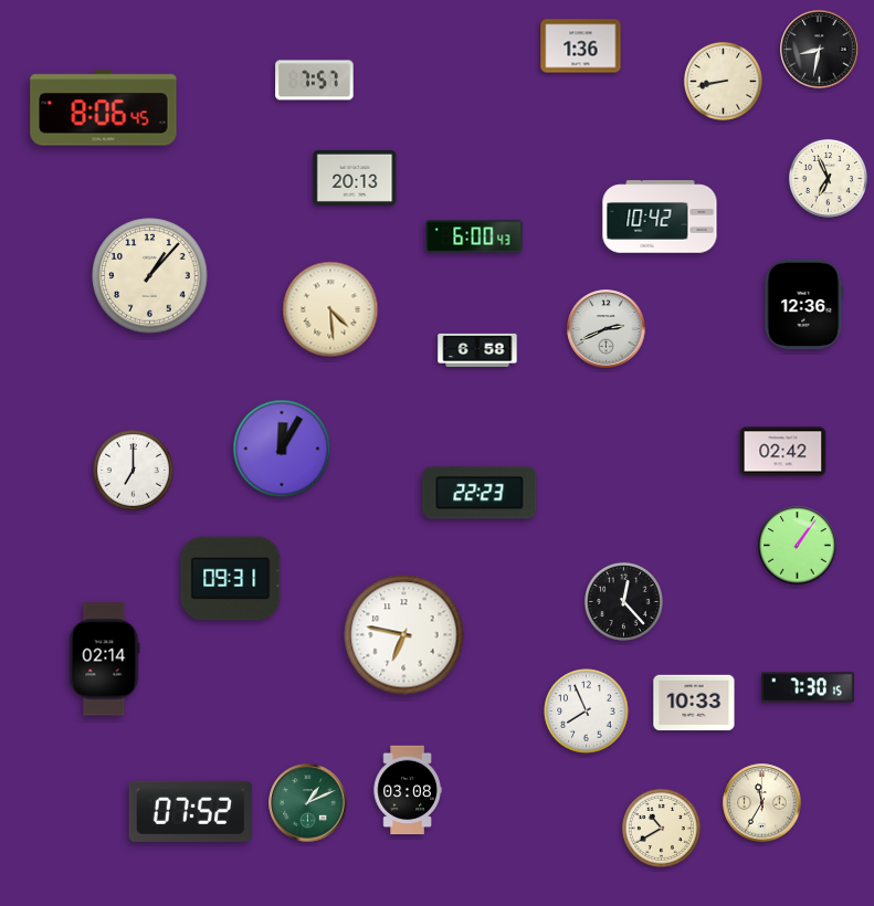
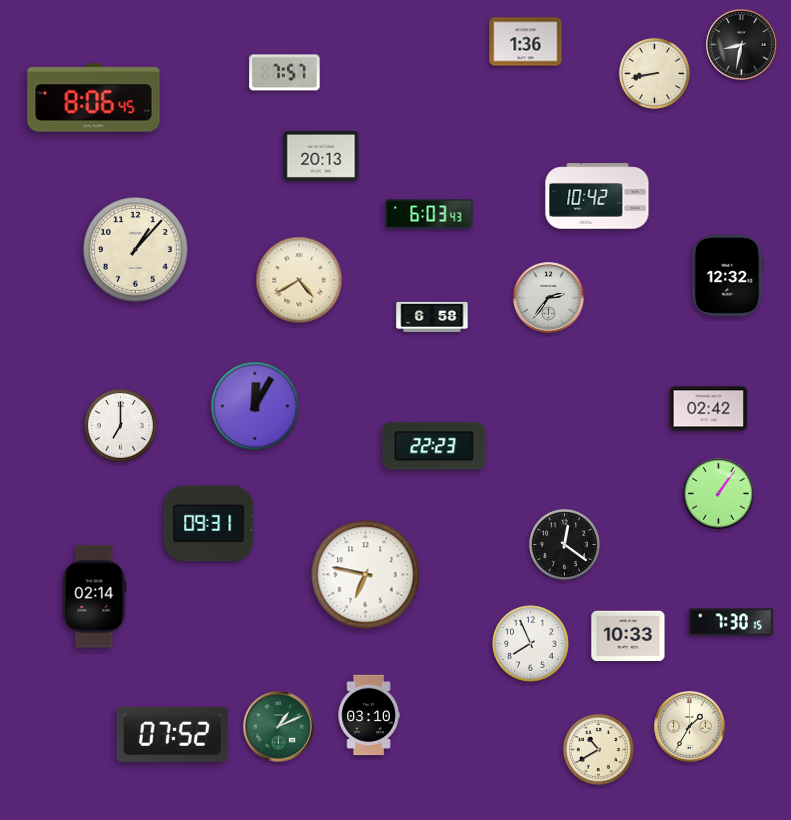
clock at (355, 178) position: (355, 178) -> (321, 156)
clock at (828, 178): 6:56 -> none
clock at (474, 236): 6:00 -> 6:03
clock at (804, 304): 12:36 -> 12:32
clock at (330, 309): 4:29 -> 4:40
clock at (607, 329): 2:41 -> 2:36
clock at (798, 546) position: (798, 546) -> (719, 494)
clock at (623, 601): 12:23 -> 12:21
clock at (408, 790): 03:08 -> 03:10
clock at (762, 803): 11:35 -> 1:35
